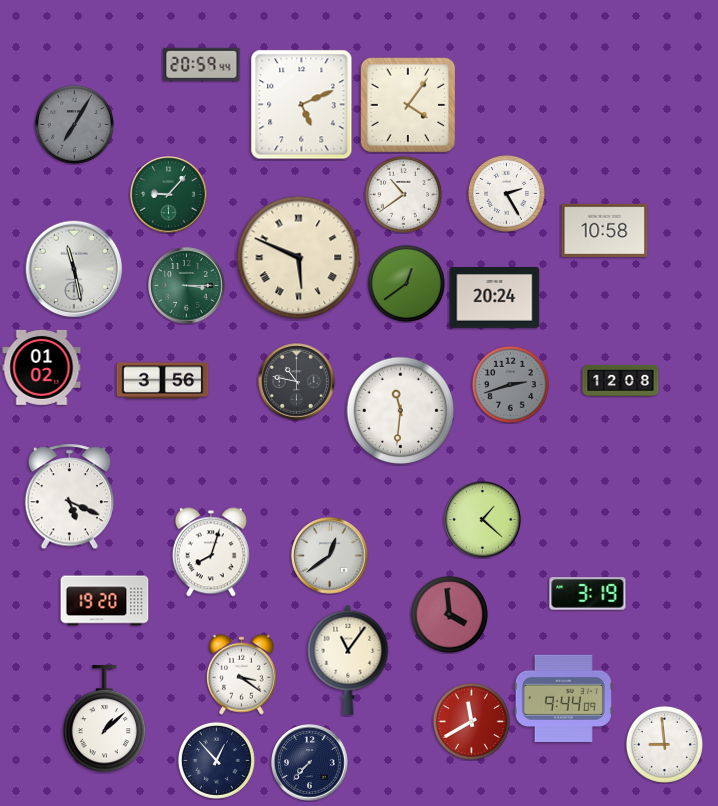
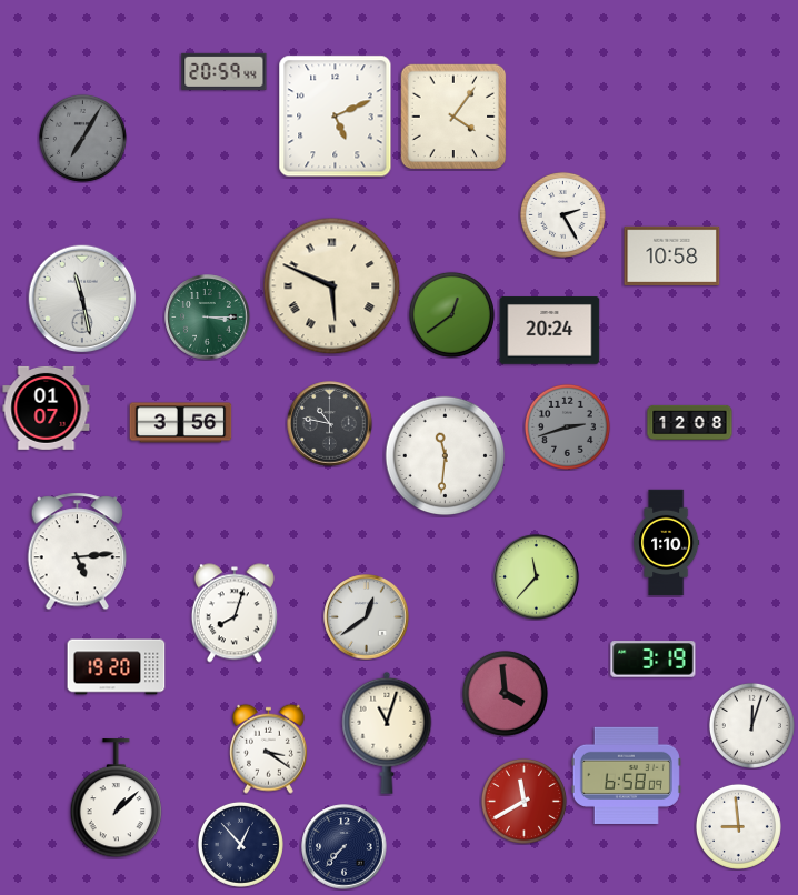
clock at (403, 194): 10:39 -> none
clock at (169, 195): 9:07 -> none
clock at (42, 367): 01:02 -> 01:07
clock at (667, 543): none -> 1:10
clock at (70, 497): 5:19 -> 5:14
clock at (483, 520): 1:22 -> 11:37
clock at (449, 614) position: (449, 614) -> (505, 693)
clock at (751, 725): none -> 12:03
clock at (348, 660): 11:06 -> 11:03
clock at (563, 698): 9:44 -> 6:58
